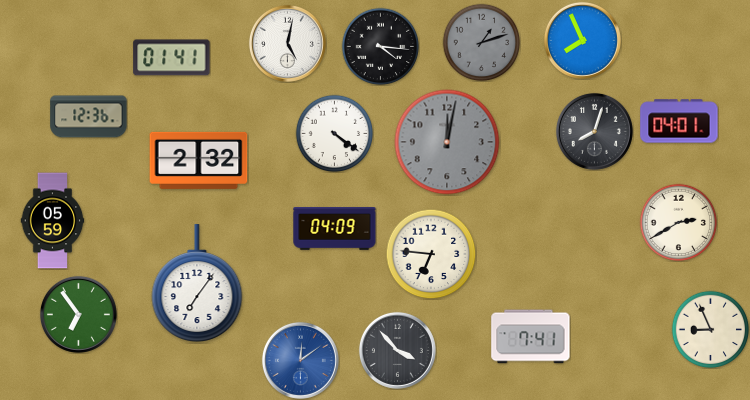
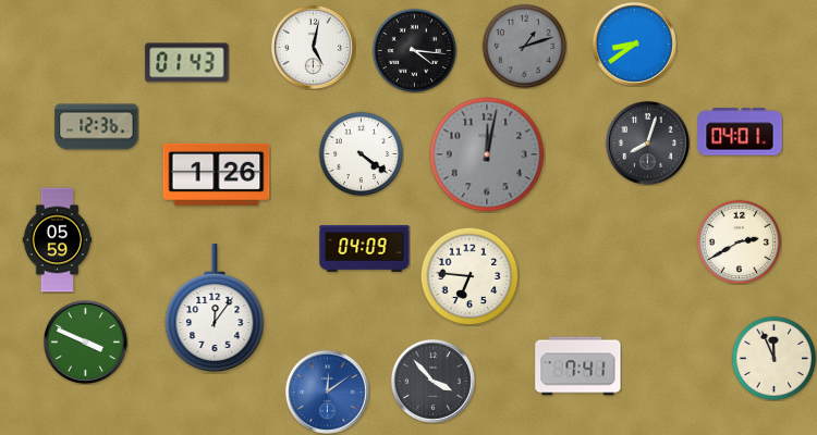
clock at (582, 40): 7:56 -> 8:39
clock at (172, 58): 01:41 -> 01:43
clock at (334, 133) position: (334, 133) -> (361, 153)
clock at (199, 160): 2:32 -> 1:26
clock at (197, 283): 7:06 -> 12:06
clock at (78, 314): 6:54 -> 3:49
clock at (710, 329): 8:56 -> 11:56
